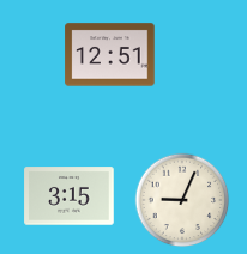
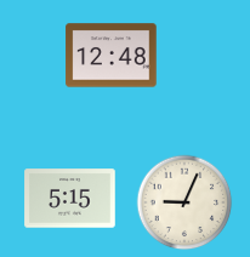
clock at (110, 55): 12:51 -> 12:48
clock at (70, 196): 3:15 -> 5:15
